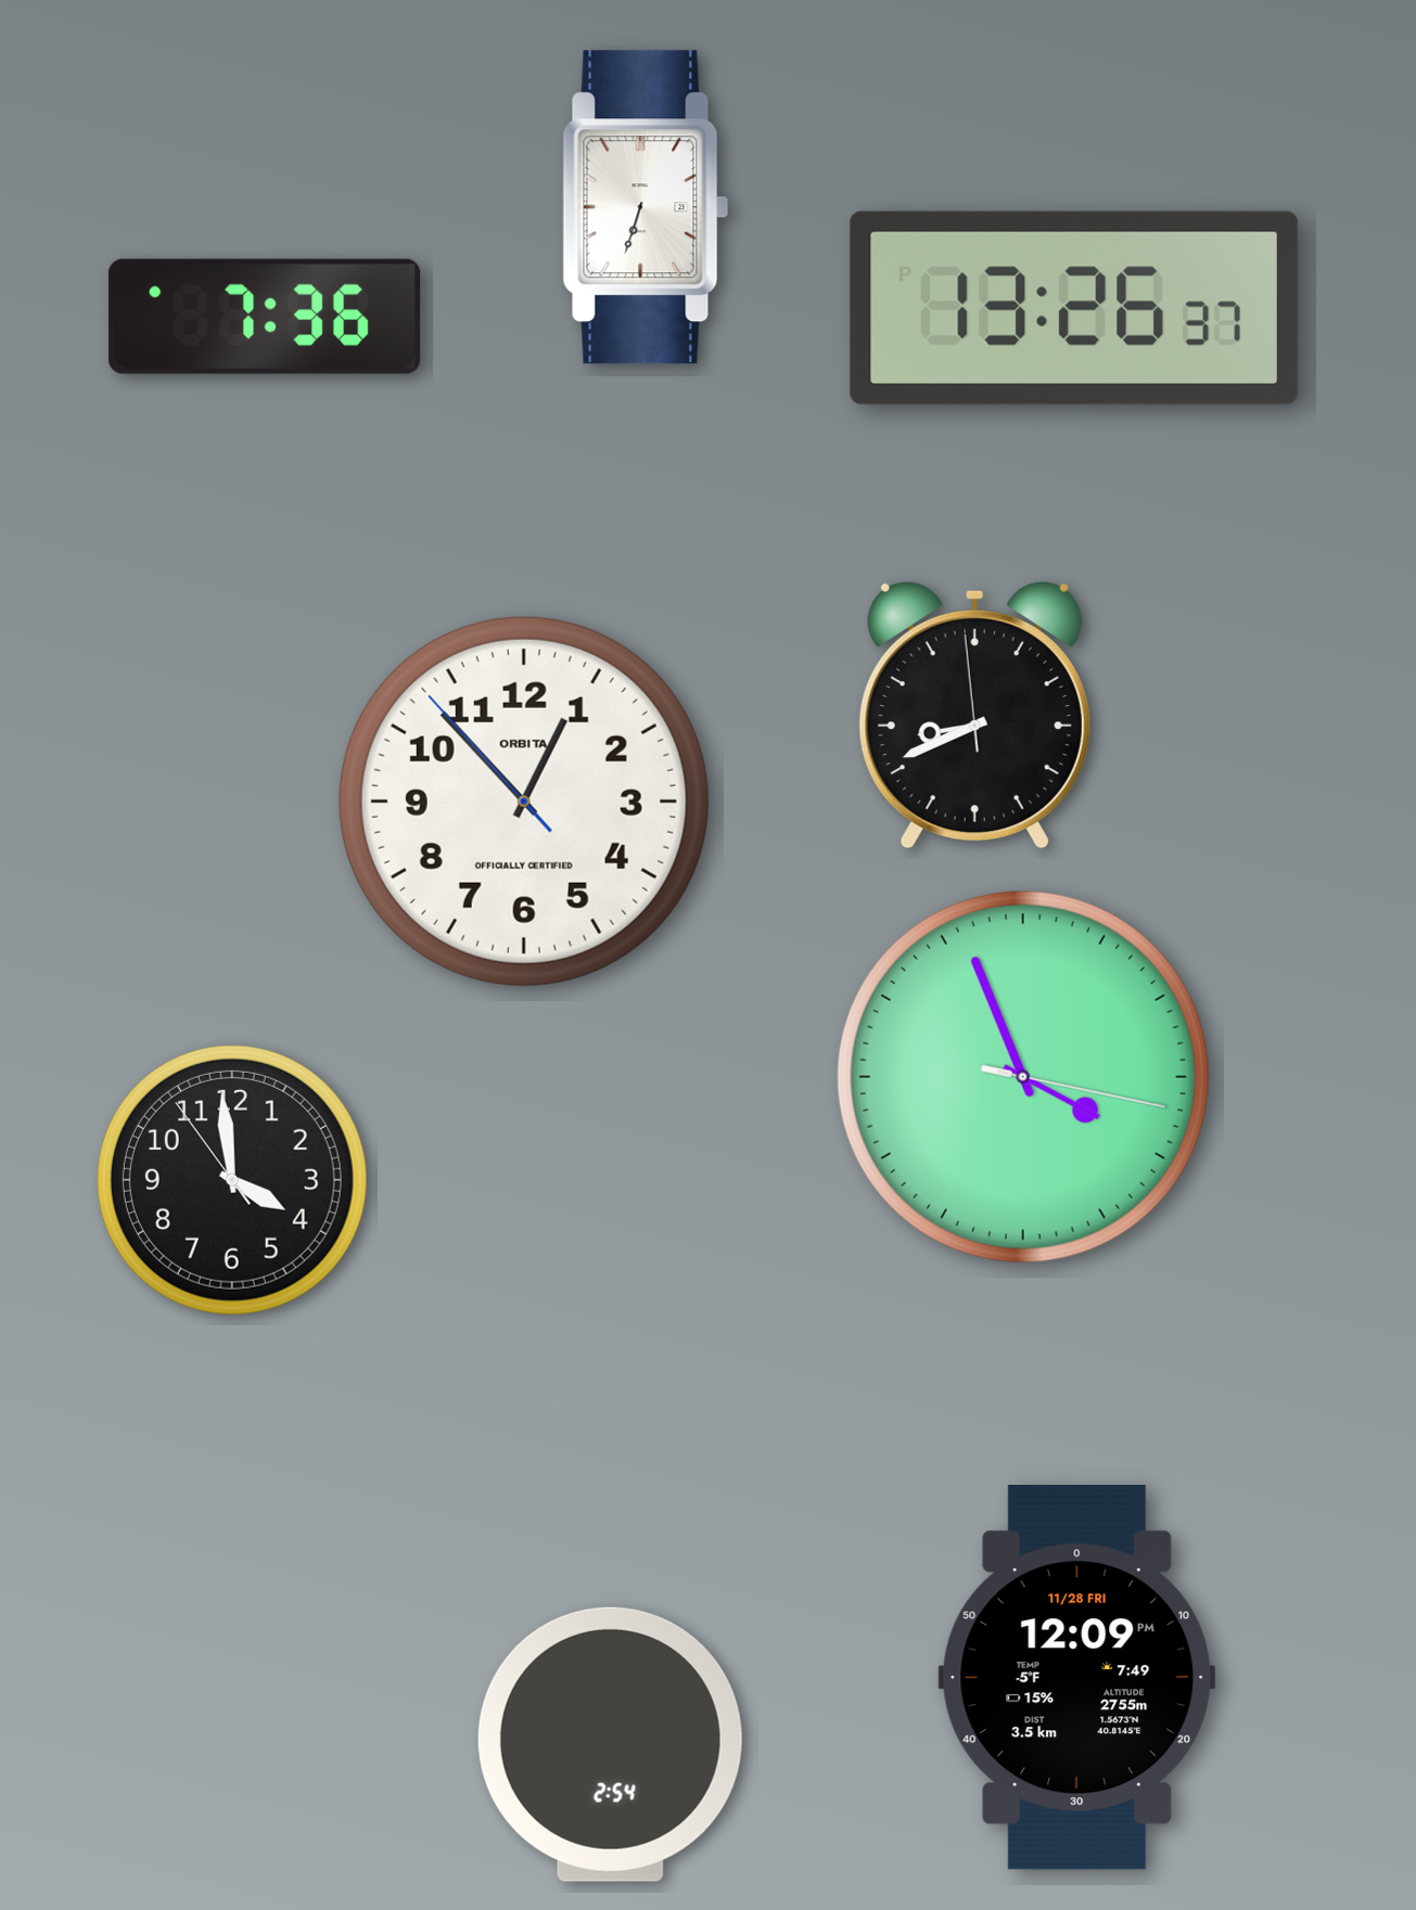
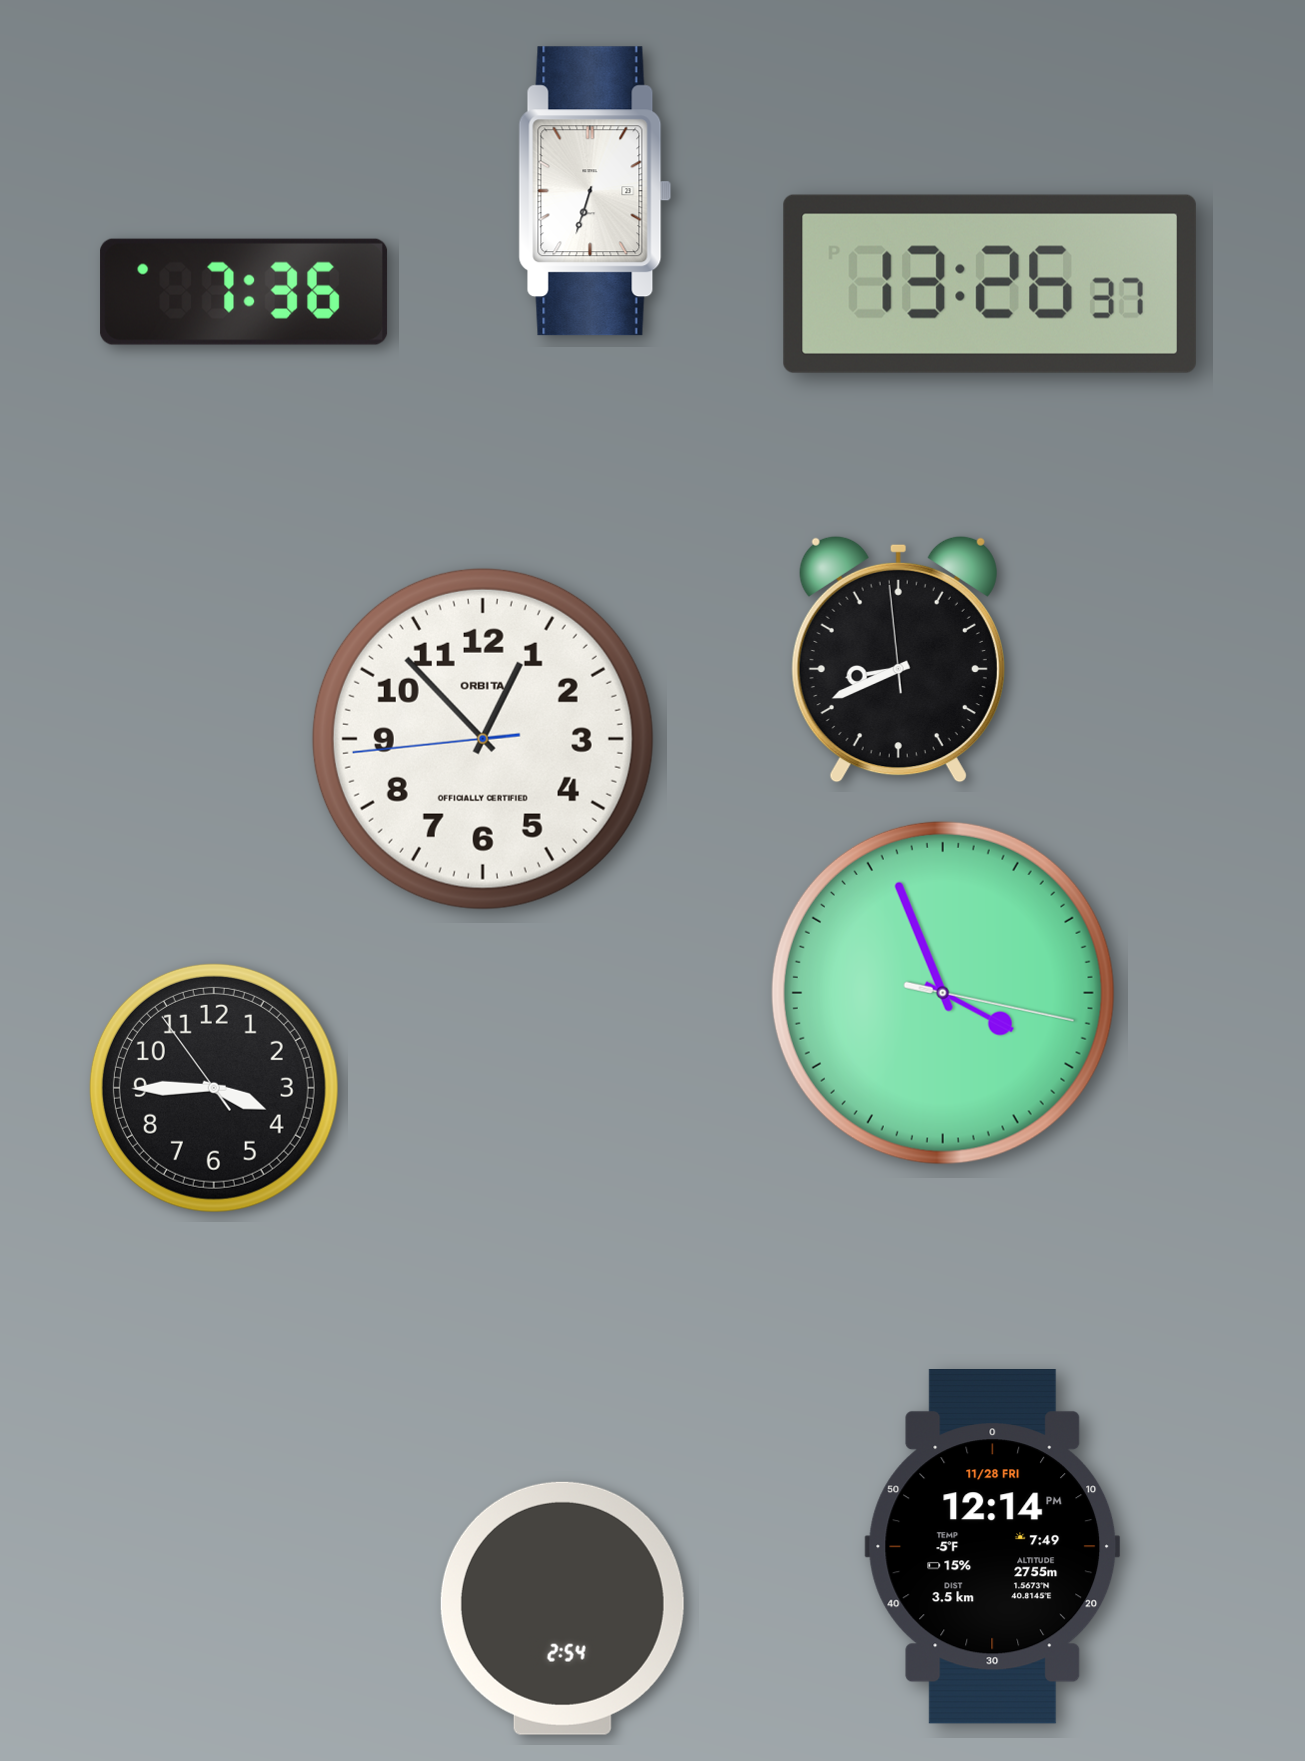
clock at (524, 802): 12:52:53 -> 12:52:44
clock at (232, 1180): 3:58 -> 3:44
clock at (1077, 1678): 12:09 -> 12:14
